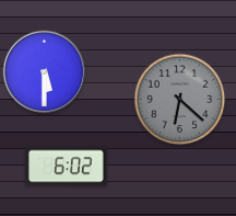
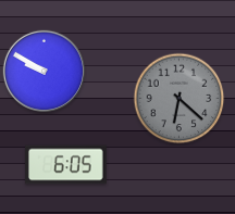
clock at (44, 71): 5:30 -> 9:50
clock at (67, 167): 6:02 -> 6:05
